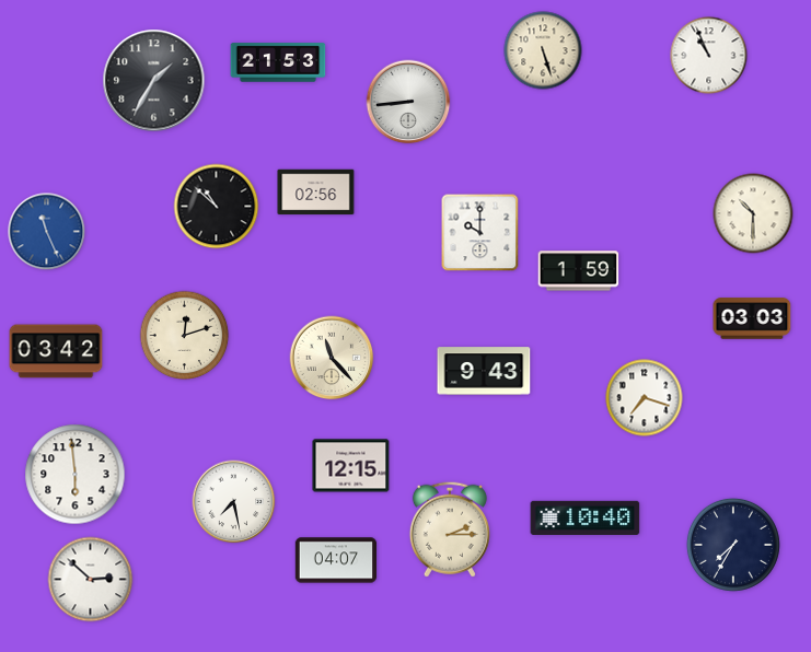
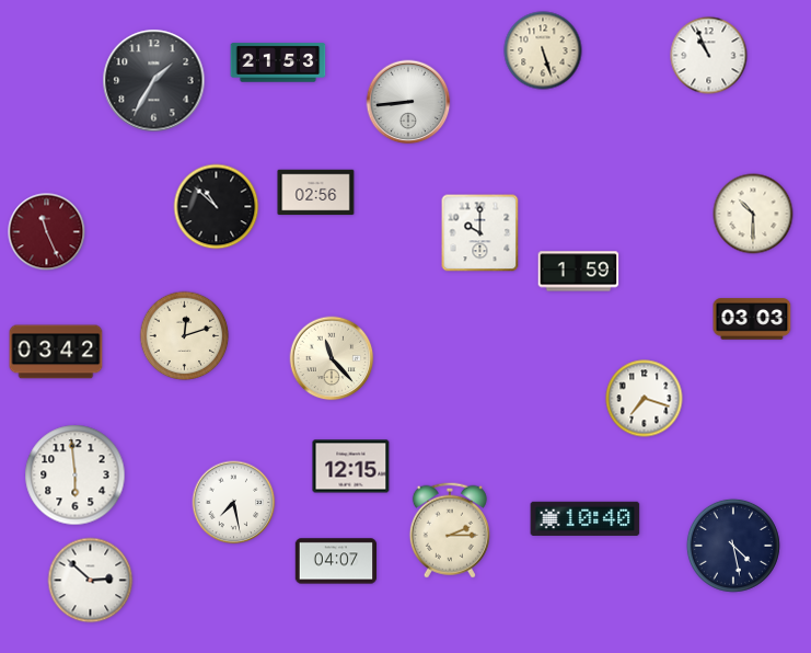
clock at (47, 232) dial: blue -> burgundy
clock at (484, 371): 9:43 -> none
clock at (733, 545): 7:35 -> 4:28
